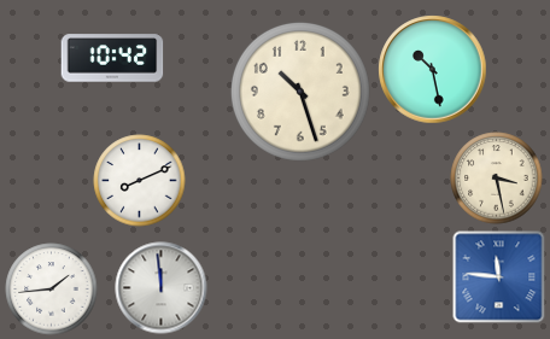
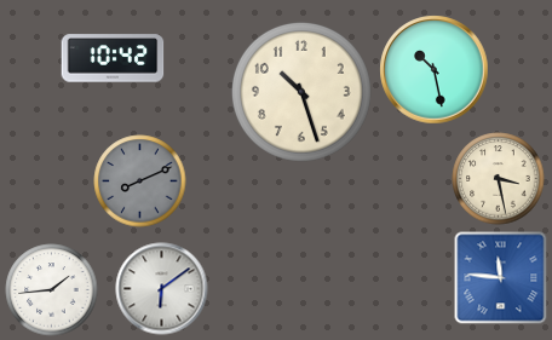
clock at (140, 181) dial: white -> grey
clock at (162, 288): 11:59 -> 6:09
